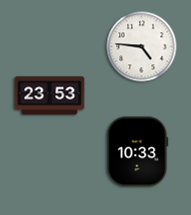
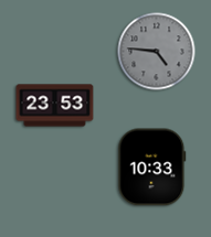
clock at (142, 47) dial: white -> grey
